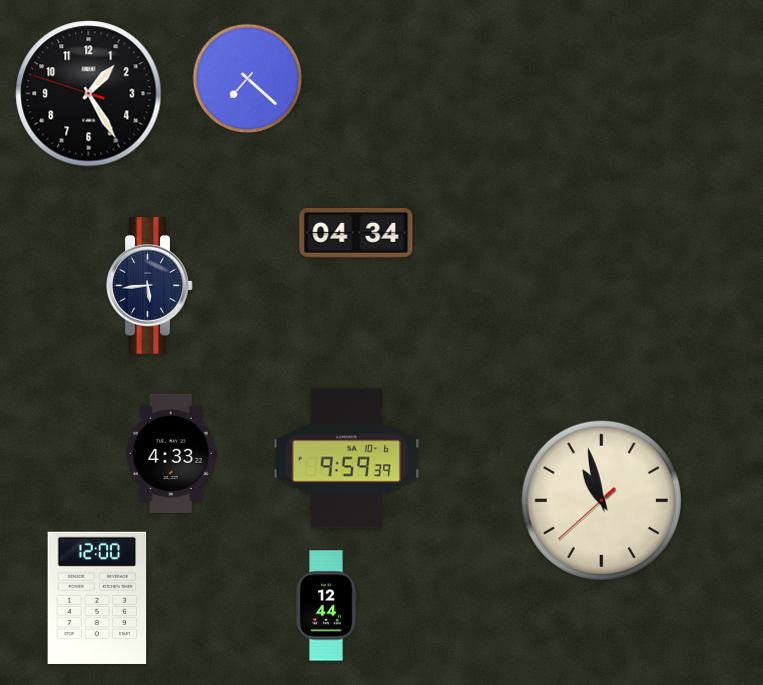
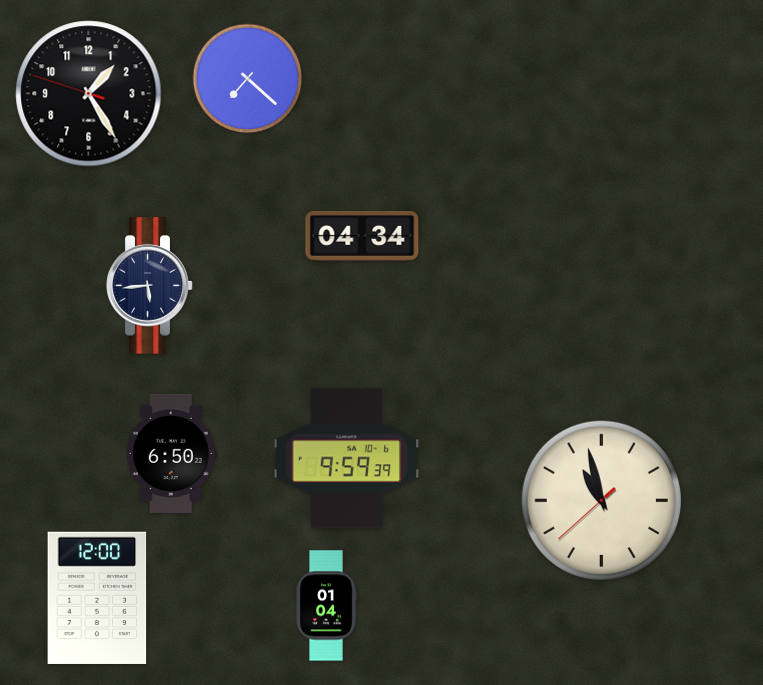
clock at (356, 233) position: (356, 233) -> (362, 236)
clock at (171, 453): 4:33 -> 6:50
clock at (326, 606): 12:44 -> 01:04
